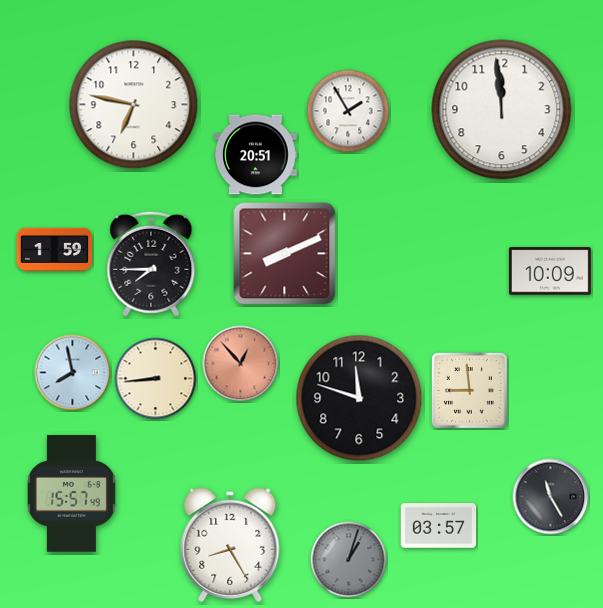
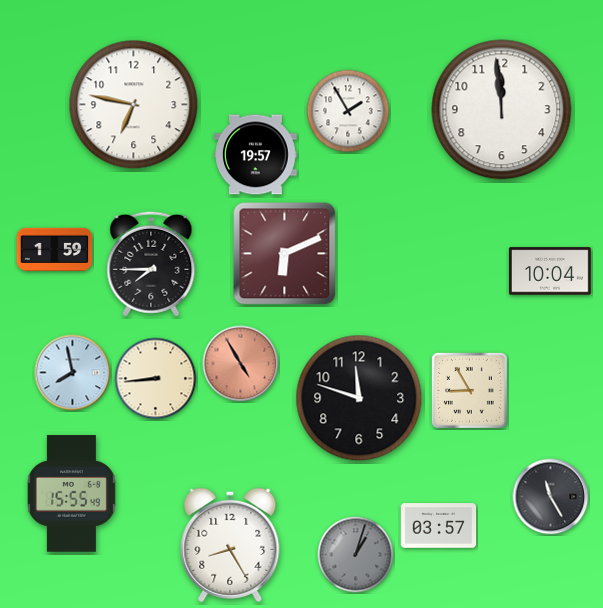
clock at (256, 155): 20:51 -> 19:57
clock at (285, 254): 8:11 -> 6:11
clock at (550, 271): 10:09 -> 10:04
clock at (241, 364): 12:53 -> 4:55
clock at (469, 390): 8:59 -> 8:55
clock at (71, 494): 15:57 -> 15:55
clock at (349, 560) position: (349, 560) -> (356, 555)
